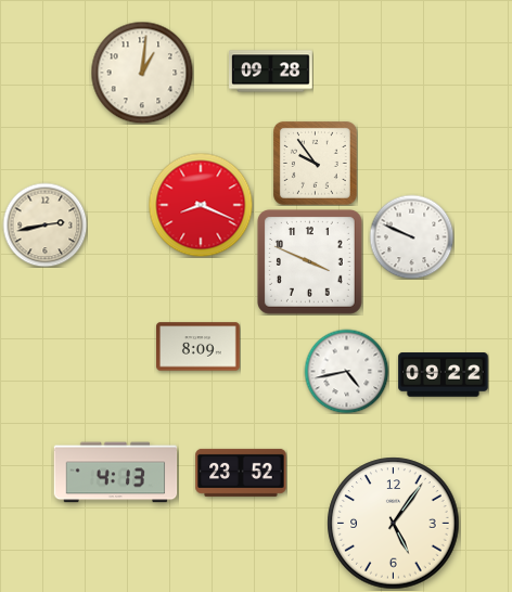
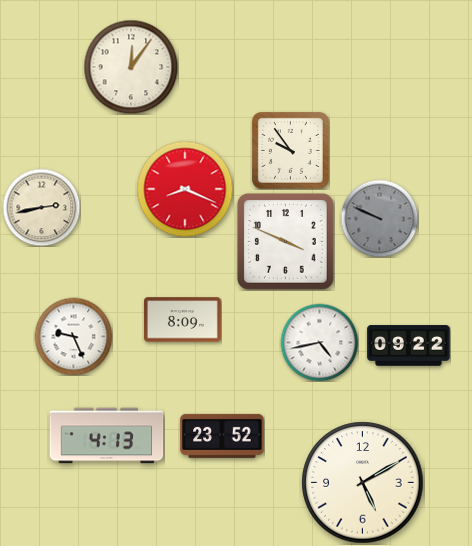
clock at (271, 72): 09:28 -> none
clock at (142, 73): 1:01 -> 12:06
clock at (411, 236) dial: white -> grey
clock at (73, 336): none -> 9:26
clock at (394, 524): 5:06 -> 5:10
